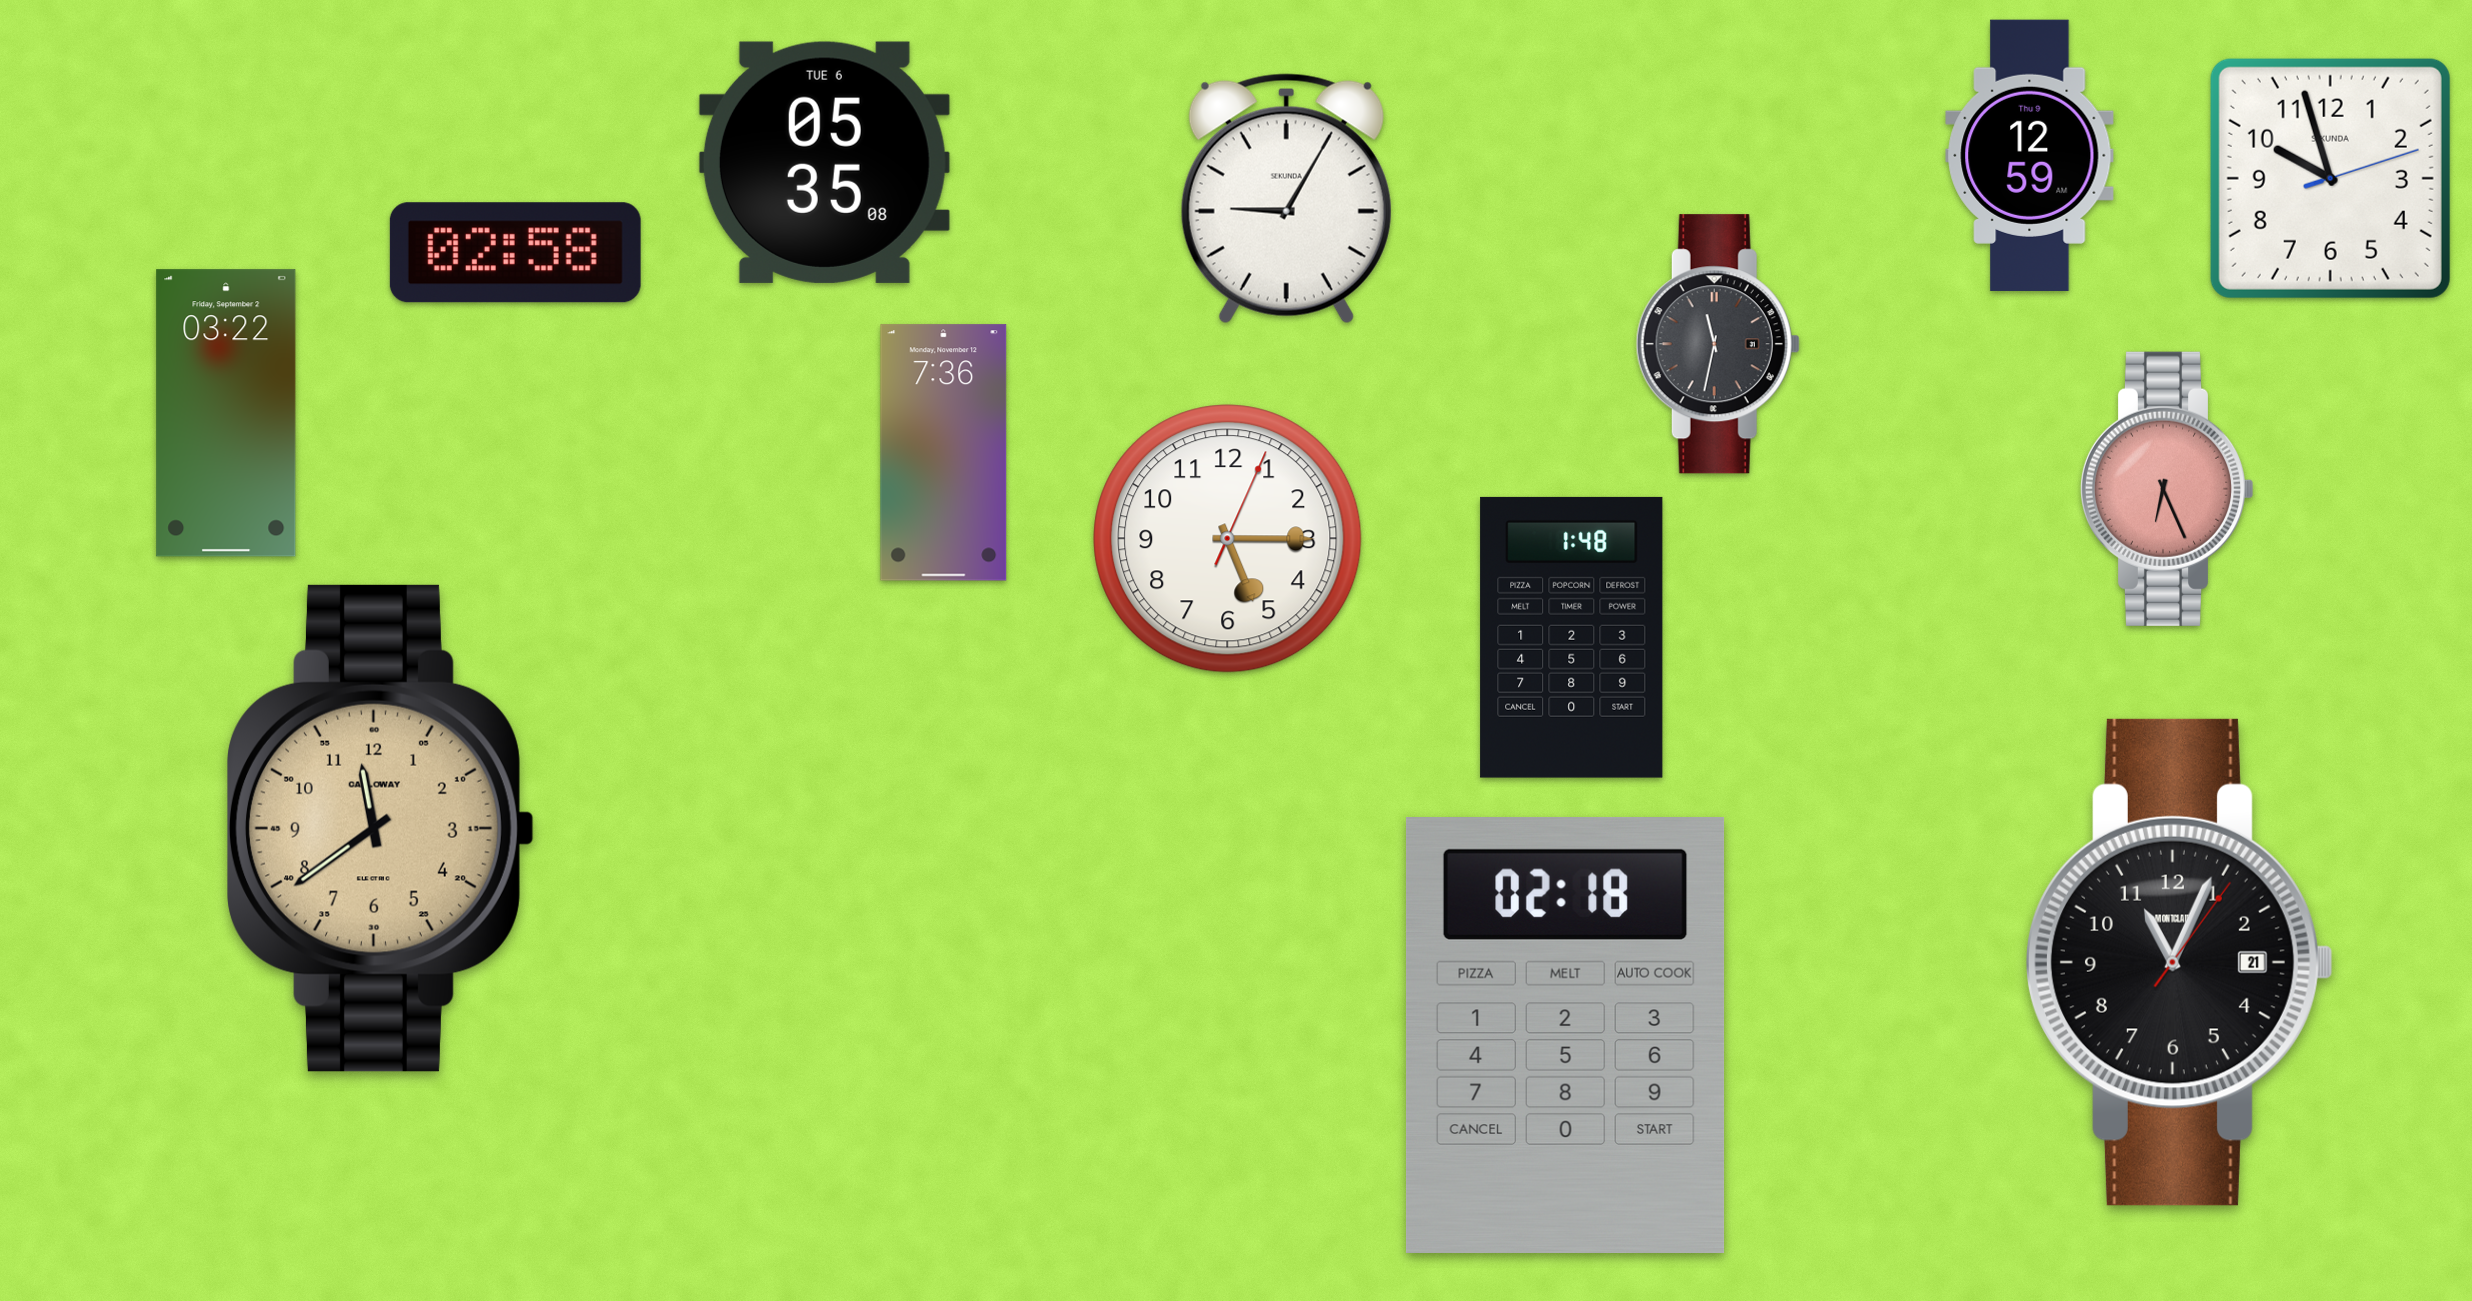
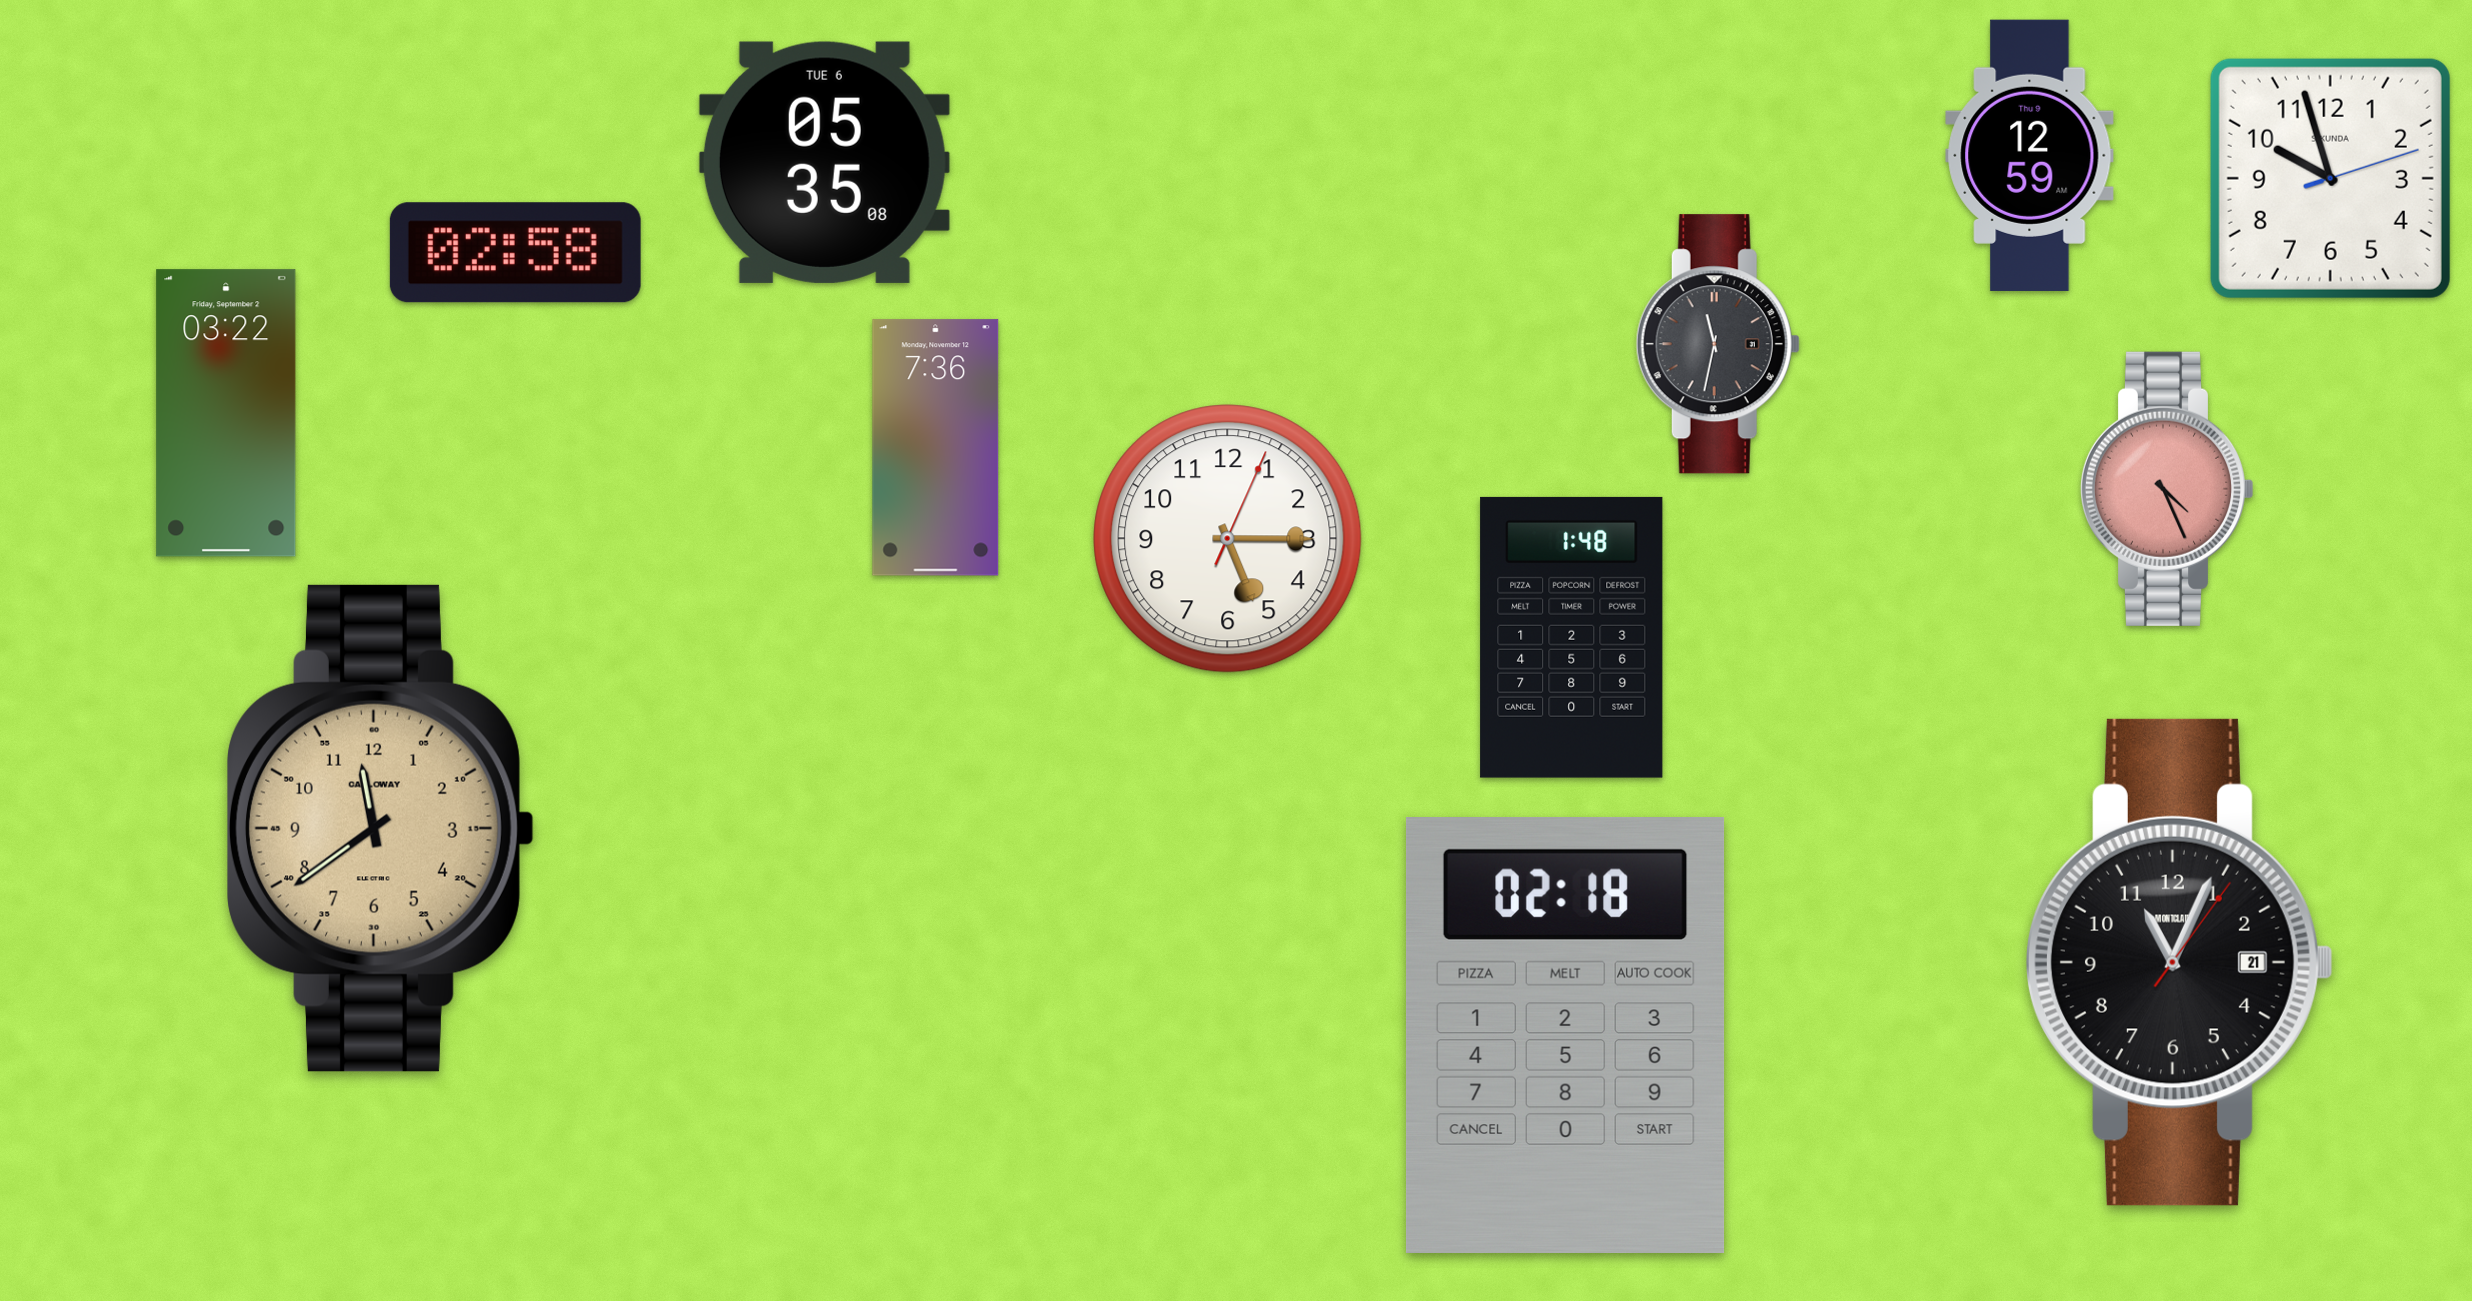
clock at (1286, 199): 9:05 -> none
clock at (944, 453) position: (944, 453) -> (936, 448)
clock at (2167, 489): 6:26 -> 4:26
